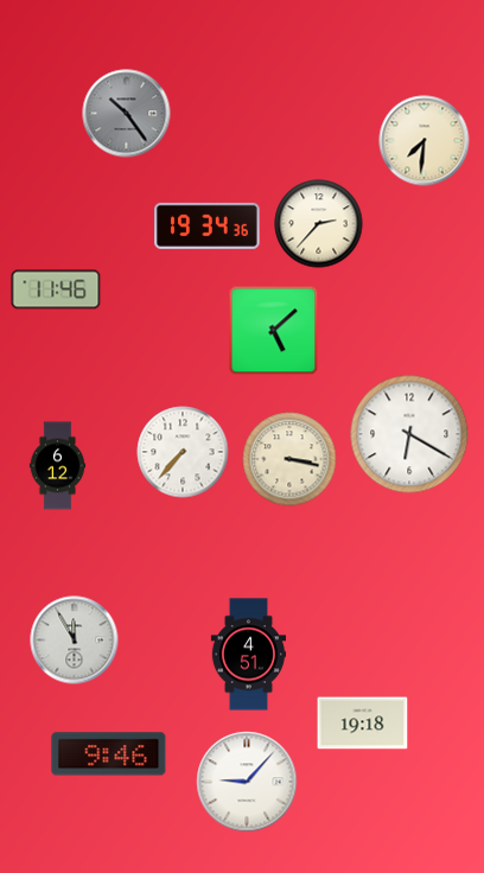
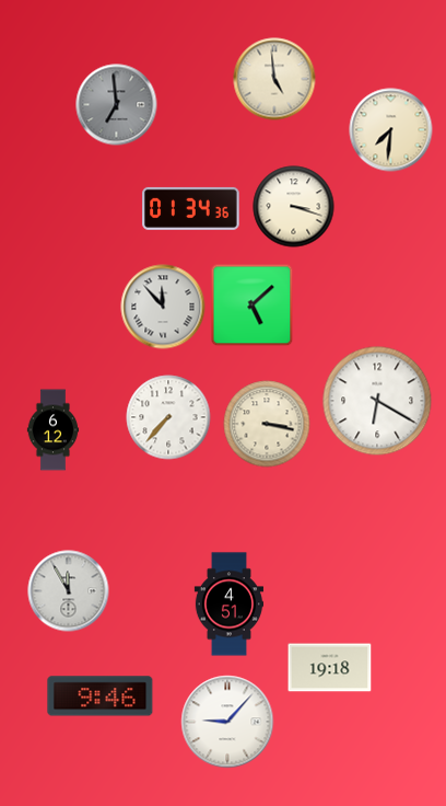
clock at (274, 79): none -> 4:59
clock at (127, 114): 10:24 -> 6:59
clock at (319, 224): 2:37 -> 3:18
clock at (208, 225): 19:34 -> 01:34
clock at (56, 289): 11:46 -> none
clock at (163, 307): none -> 11:53
clock at (363, 724) position: (363, 724) -> (330, 668)
